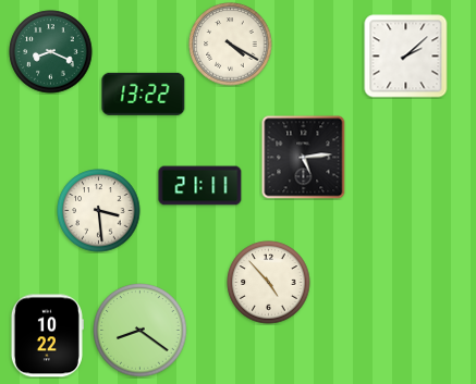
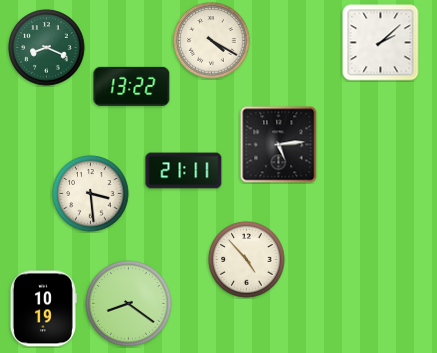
clock at (406, 57) position: (406, 57) -> (381, 43)
clock at (47, 336): 10:22 -> 10:19
